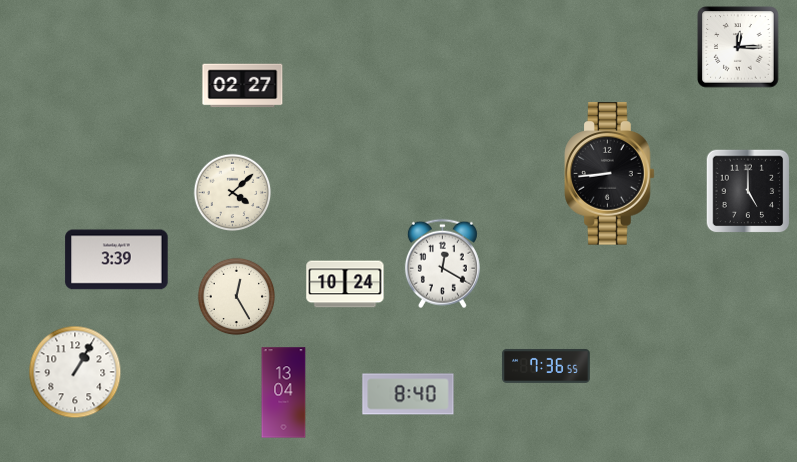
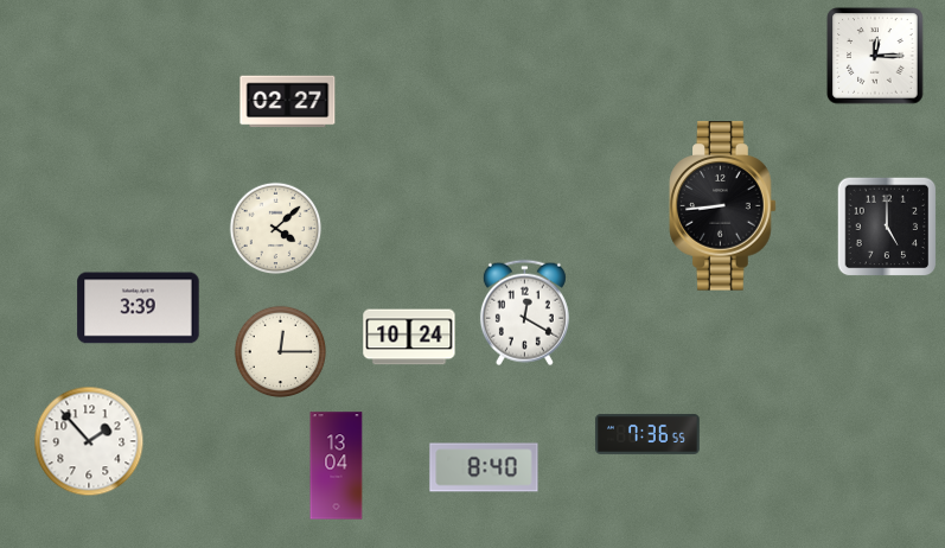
clock at (237, 297): 12:25 -> 12:15
clock at (75, 372): 1:05 -> 1:53
